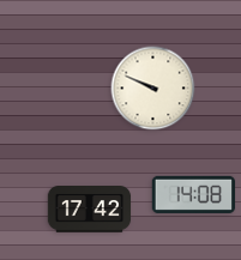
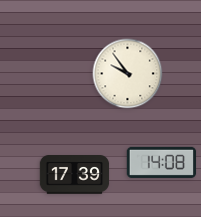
clock at (153, 89): 9:49 -> 9:54
clock at (90, 210): 17:42 -> 17:39
